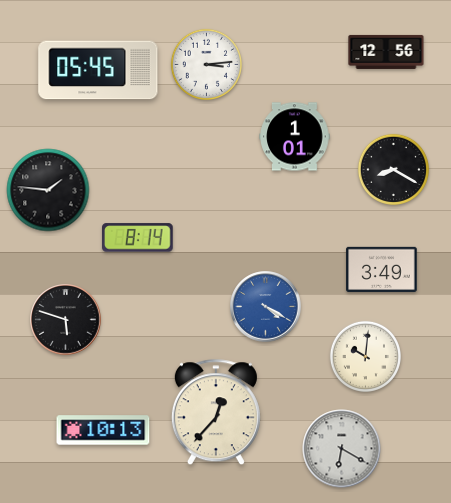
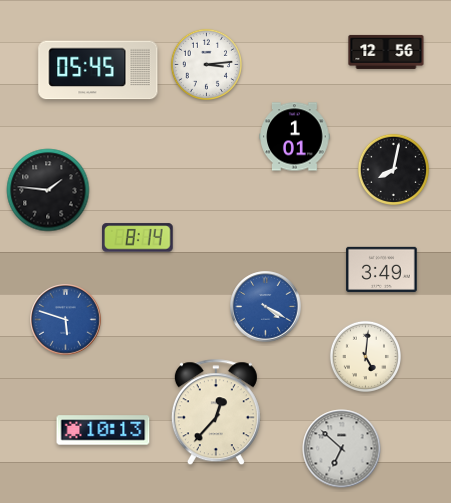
clock at (393, 169): 8:20 -> 8:02
clock at (66, 320) dial: black -> blue
clock at (365, 356): 10:01 -> 5:01
clock at (342, 449): 6:20 -> 6:52
